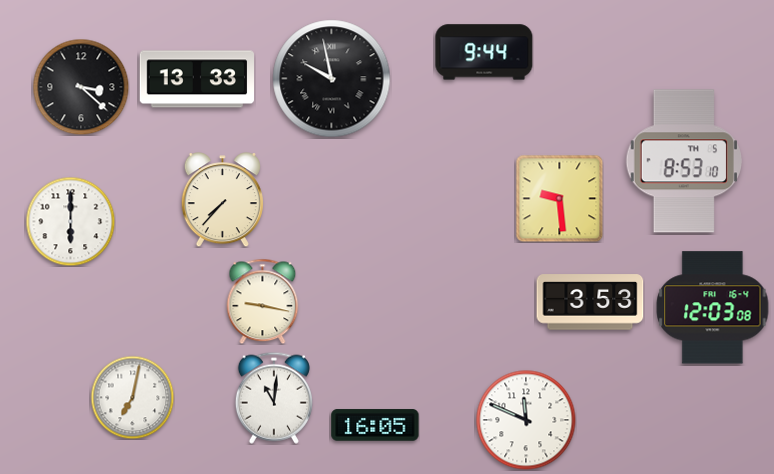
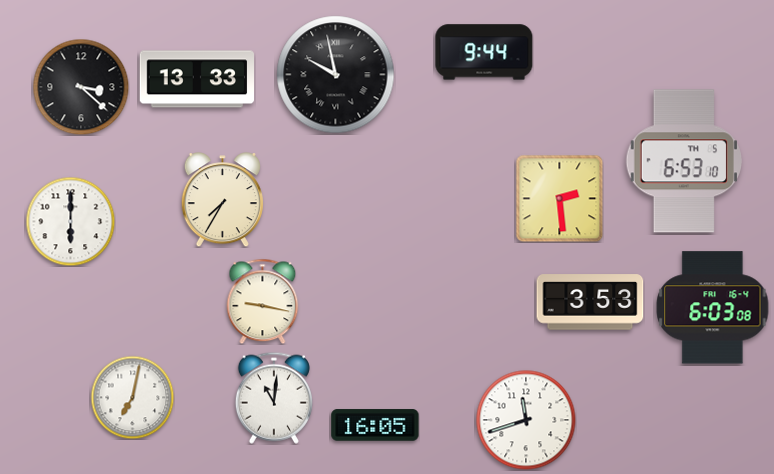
clock at (332, 79) position: (332, 79) -> (336, 75)
clock at (684, 161): 8:53 -> 6:53
clock at (559, 198): 9:29 -> 2:29
clock at (222, 200): 7:37 -> 7:35
clock at (713, 308): 12:03 -> 6:03
clock at (526, 420): 11:49 -> 11:42
